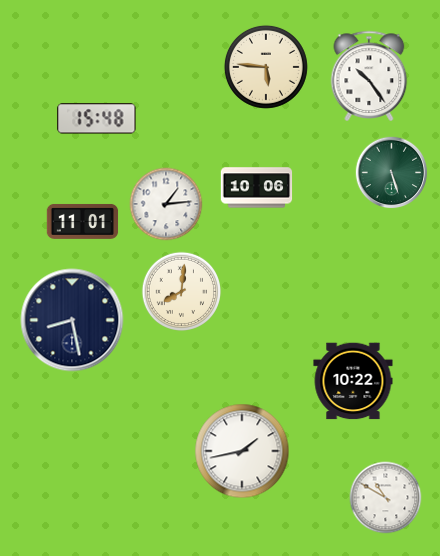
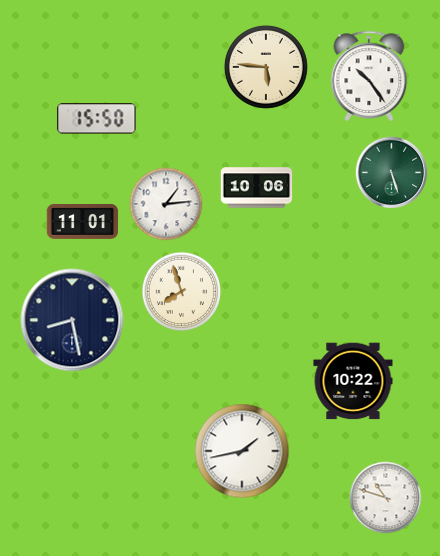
clock at (97, 119): 15:48 -> 15:50
clock at (182, 292): 8:01 -> 7:57
clock at (386, 498): 10:50 -> 10:48
